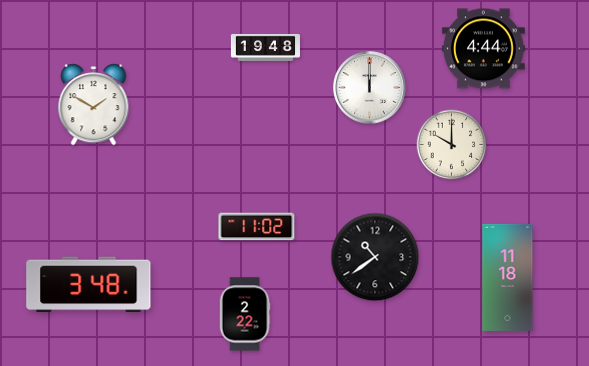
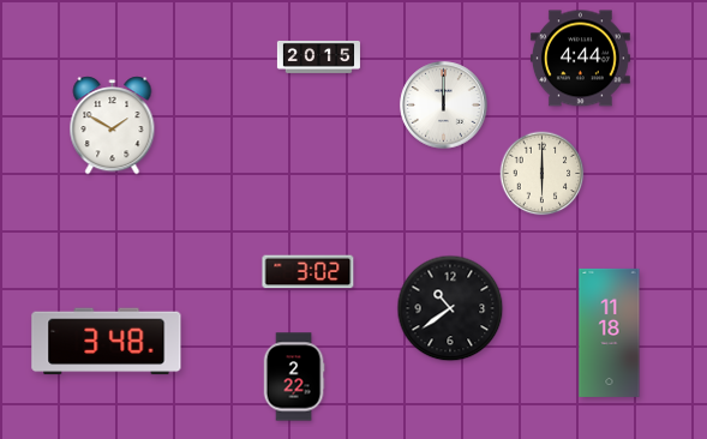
clock at (265, 47): 19:48 -> 20:15
clock at (452, 145): 10:00 -> 6:00
clock at (257, 227): 11:02 -> 3:02
